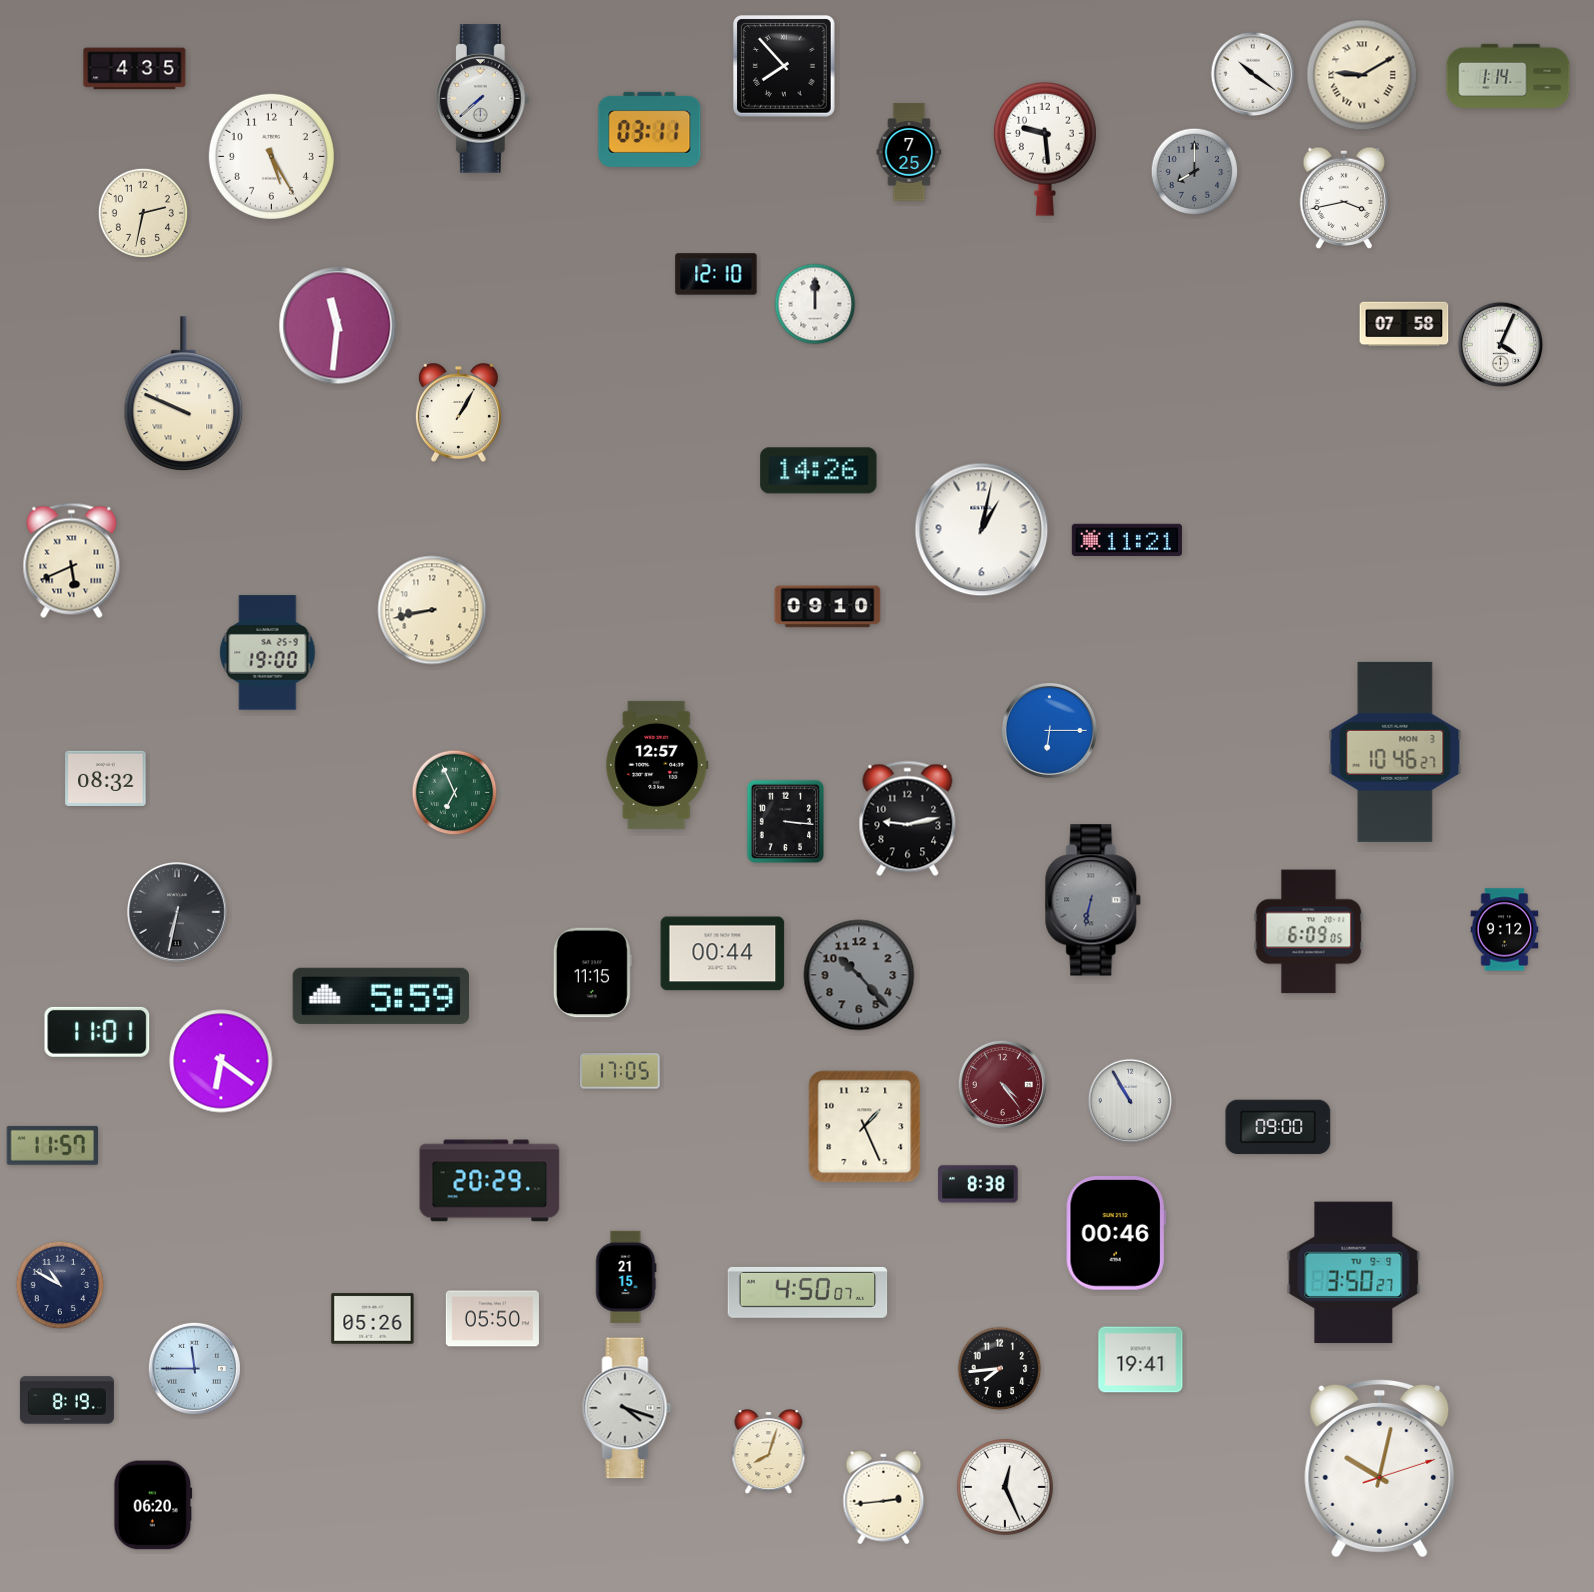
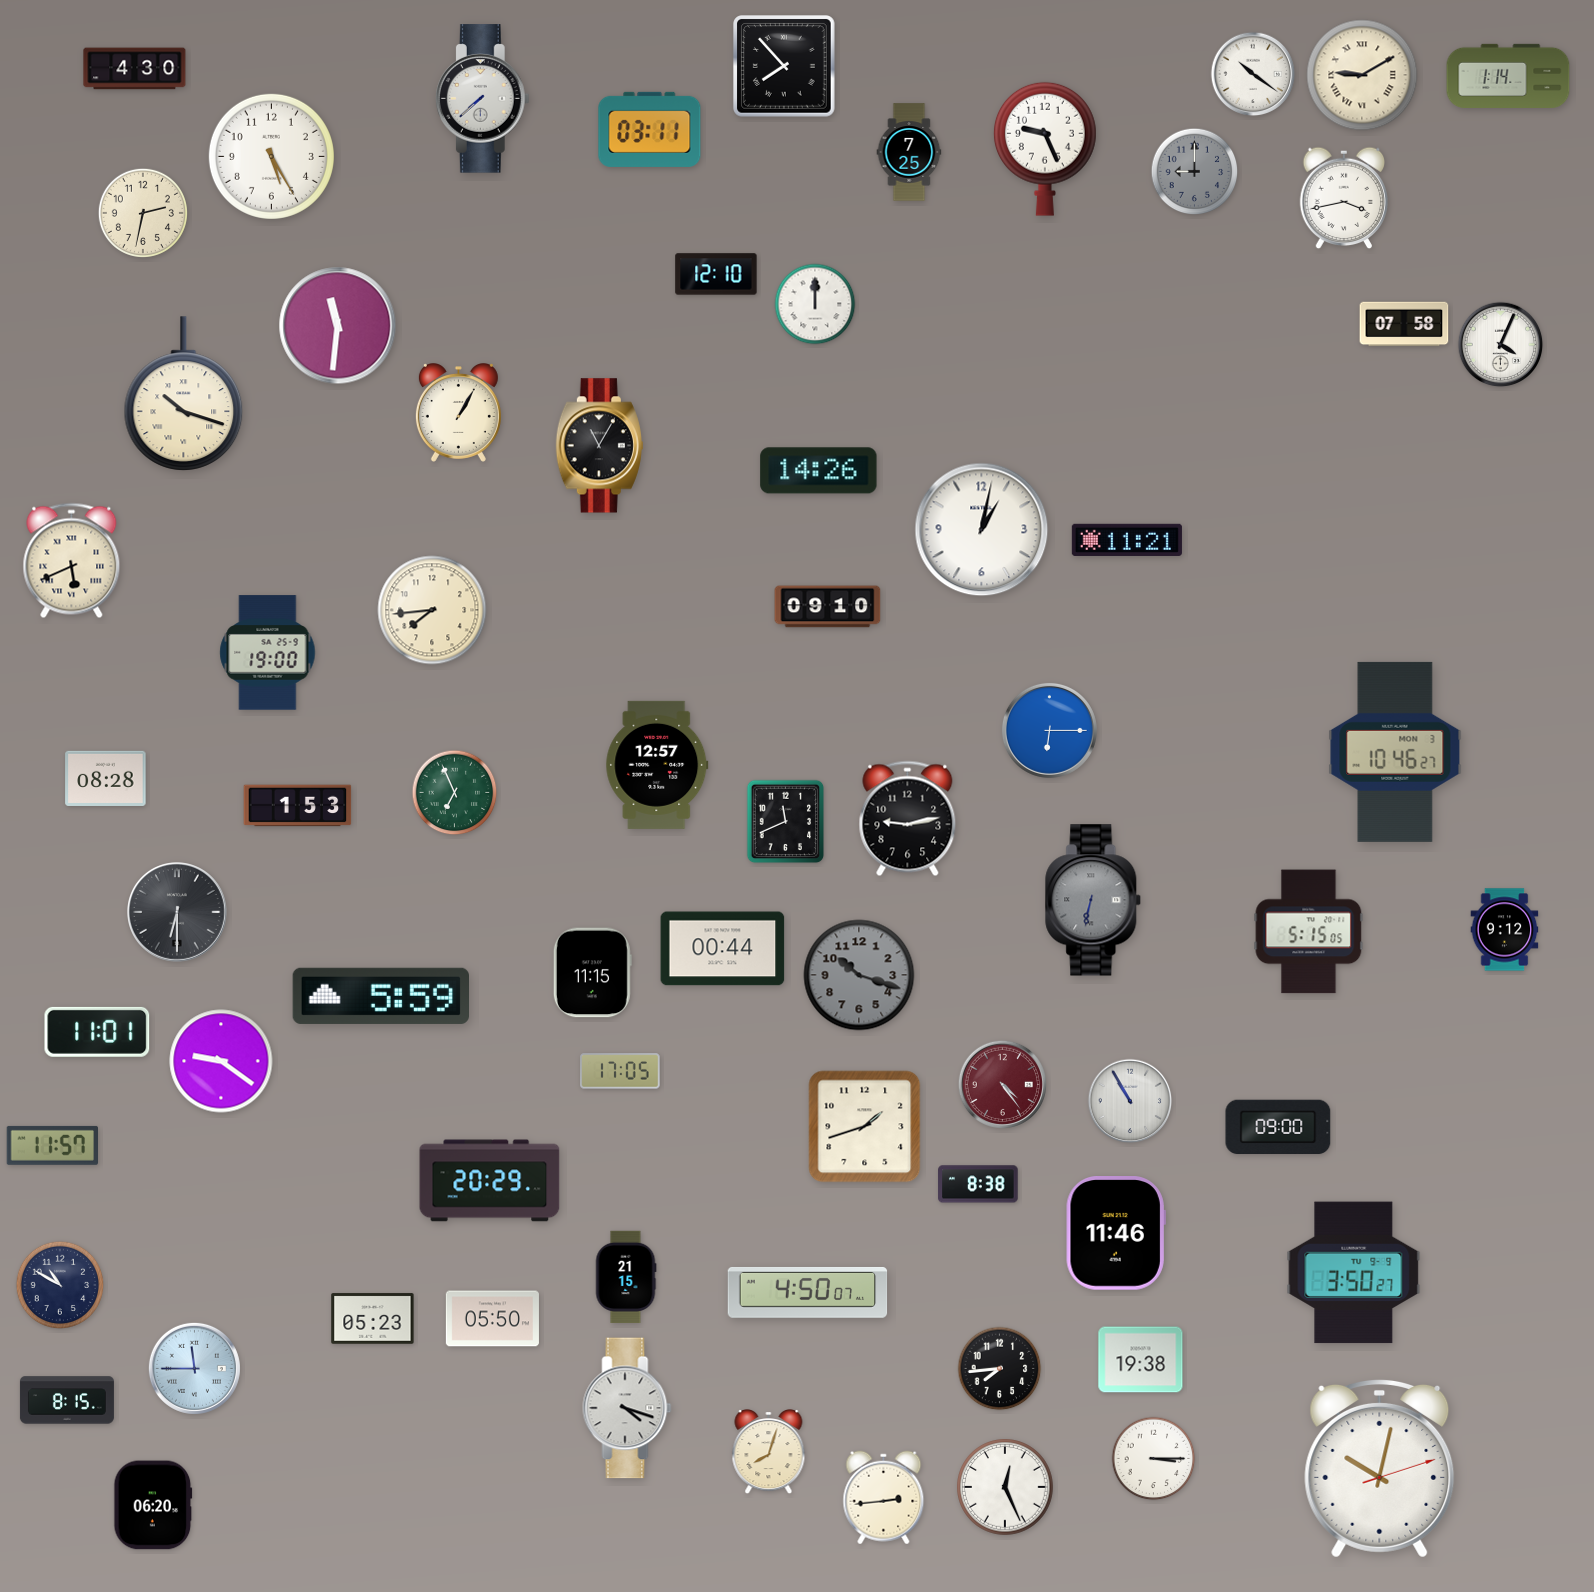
clock at (135, 69): 4:35 -> 4:30
clock at (1045, 149): 9:29 -> 9:26
clock at (1195, 172): 8:00 -> 9:00
clock at (184, 394): 9:49 -> 10:18
clock at (599, 446): none -> 11:05
clock at (432, 610): 8:43 -> 7:44
clock at (106, 778): 08:32 -> 08:28
clock at (298, 806): none -> 1:53
clock at (786, 822): 3:16 -> 11:41
clock at (178, 913): 6:32 -> 6:30
clock at (1309, 932): 6:09 -> 5:15
clock at (723, 954) position: (723, 954) -> (723, 949)
clock at (859, 975): 10:23 -> 10:18
clock at (221, 1061): 6:21 -> 9:21
clock at (865, 1127): 1:26 -> 1:42
clock at (1116, 1233): 00:46 -> 11:46
clock at (373, 1319): 05:26 -> 05:23
clock at (1141, 1360): 19:41 -> 19:38
clock at (67, 1400): 8:19 -> 8:15
clock at (1154, 1459): none -> 3:15
